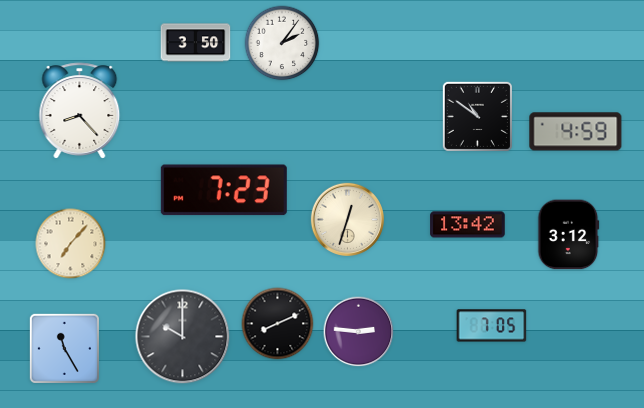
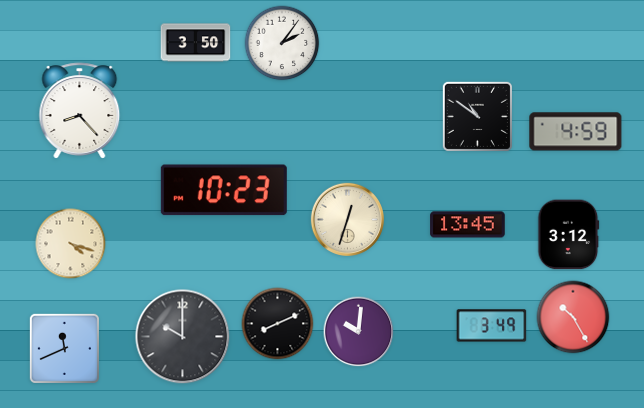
clock at (224, 190): 7:23 -> 10:23
clock at (468, 225): 13:42 -> 13:45
clock at (71, 244): 7:07 -> 4:18
clock at (573, 317): none -> 10:25
clock at (492, 326): 7:05 -> 3:49
clock at (359, 332): 2:46 -> 10:01
clock at (64, 348): 11:25 -> 11:41
